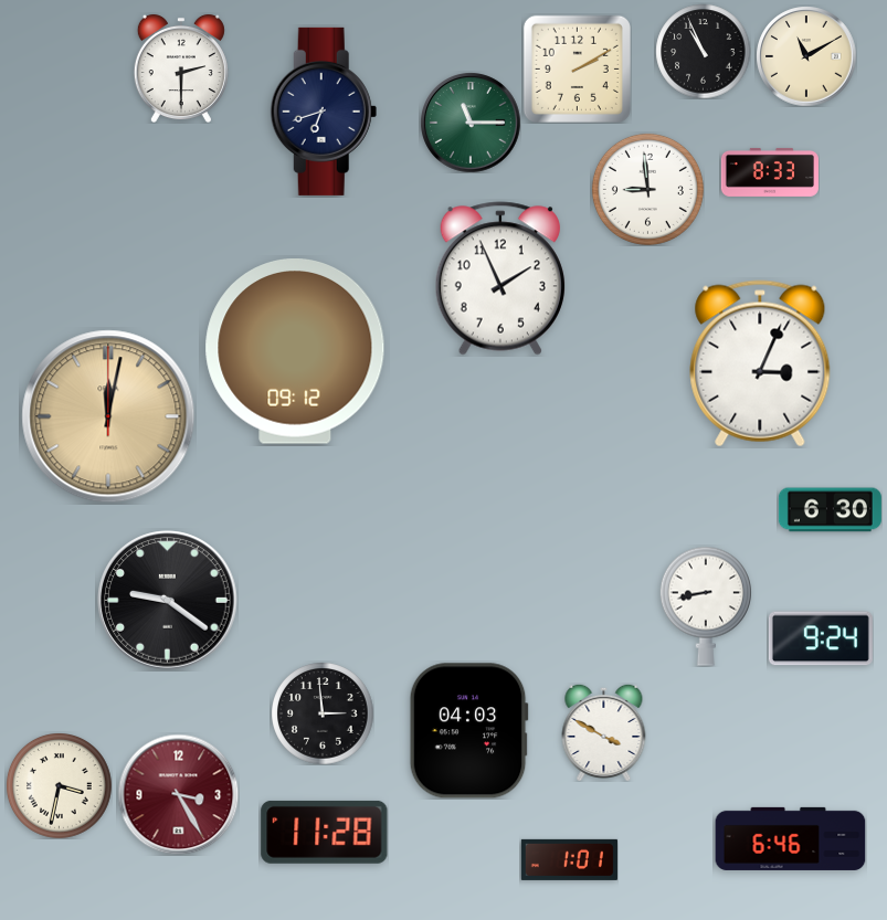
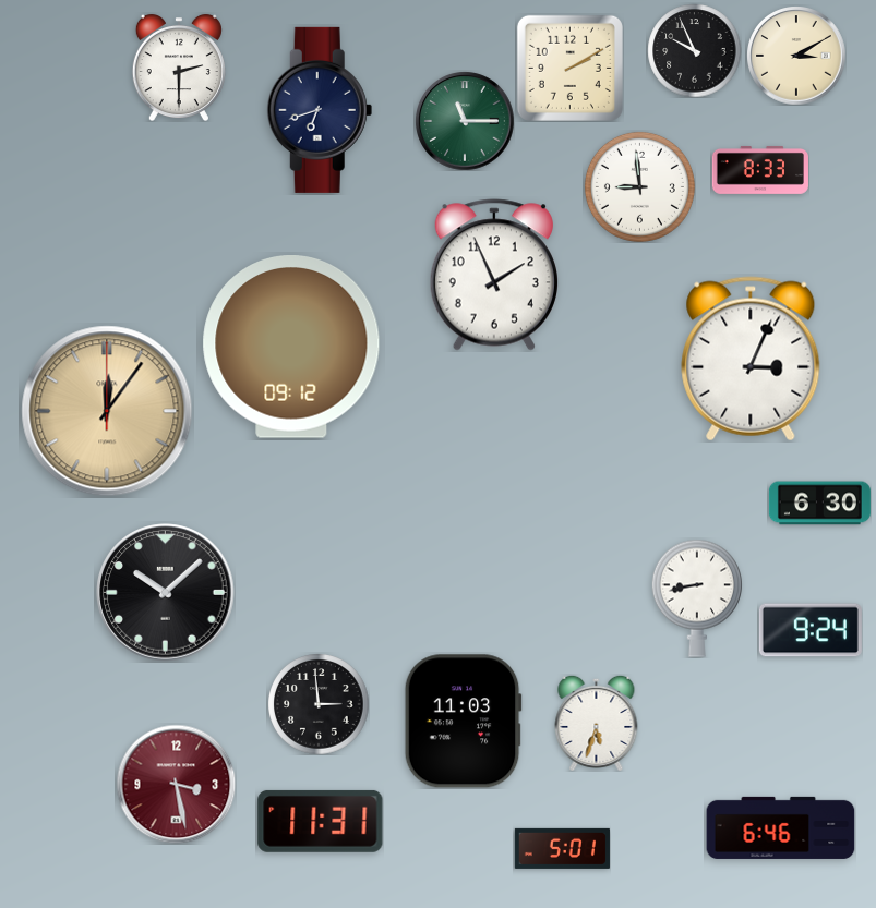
clock at (703, 51): 10:56 -> 9:56
clock at (806, 56): 11:10 -> 3:10
clock at (108, 416): 12:02 -> 12:06
clock at (168, 601): 9:21 -> 10:08
clock at (468, 731): 04:03 -> 11:03
clock at (604, 732): 3:50 -> 5:33
clock at (60, 786): 3:32 -> none
clock at (178, 794): 3:25 -> 3:28
clock at (325, 832): 11:28 -> 11:31
clock at (569, 859): 1:01 -> 5:01
